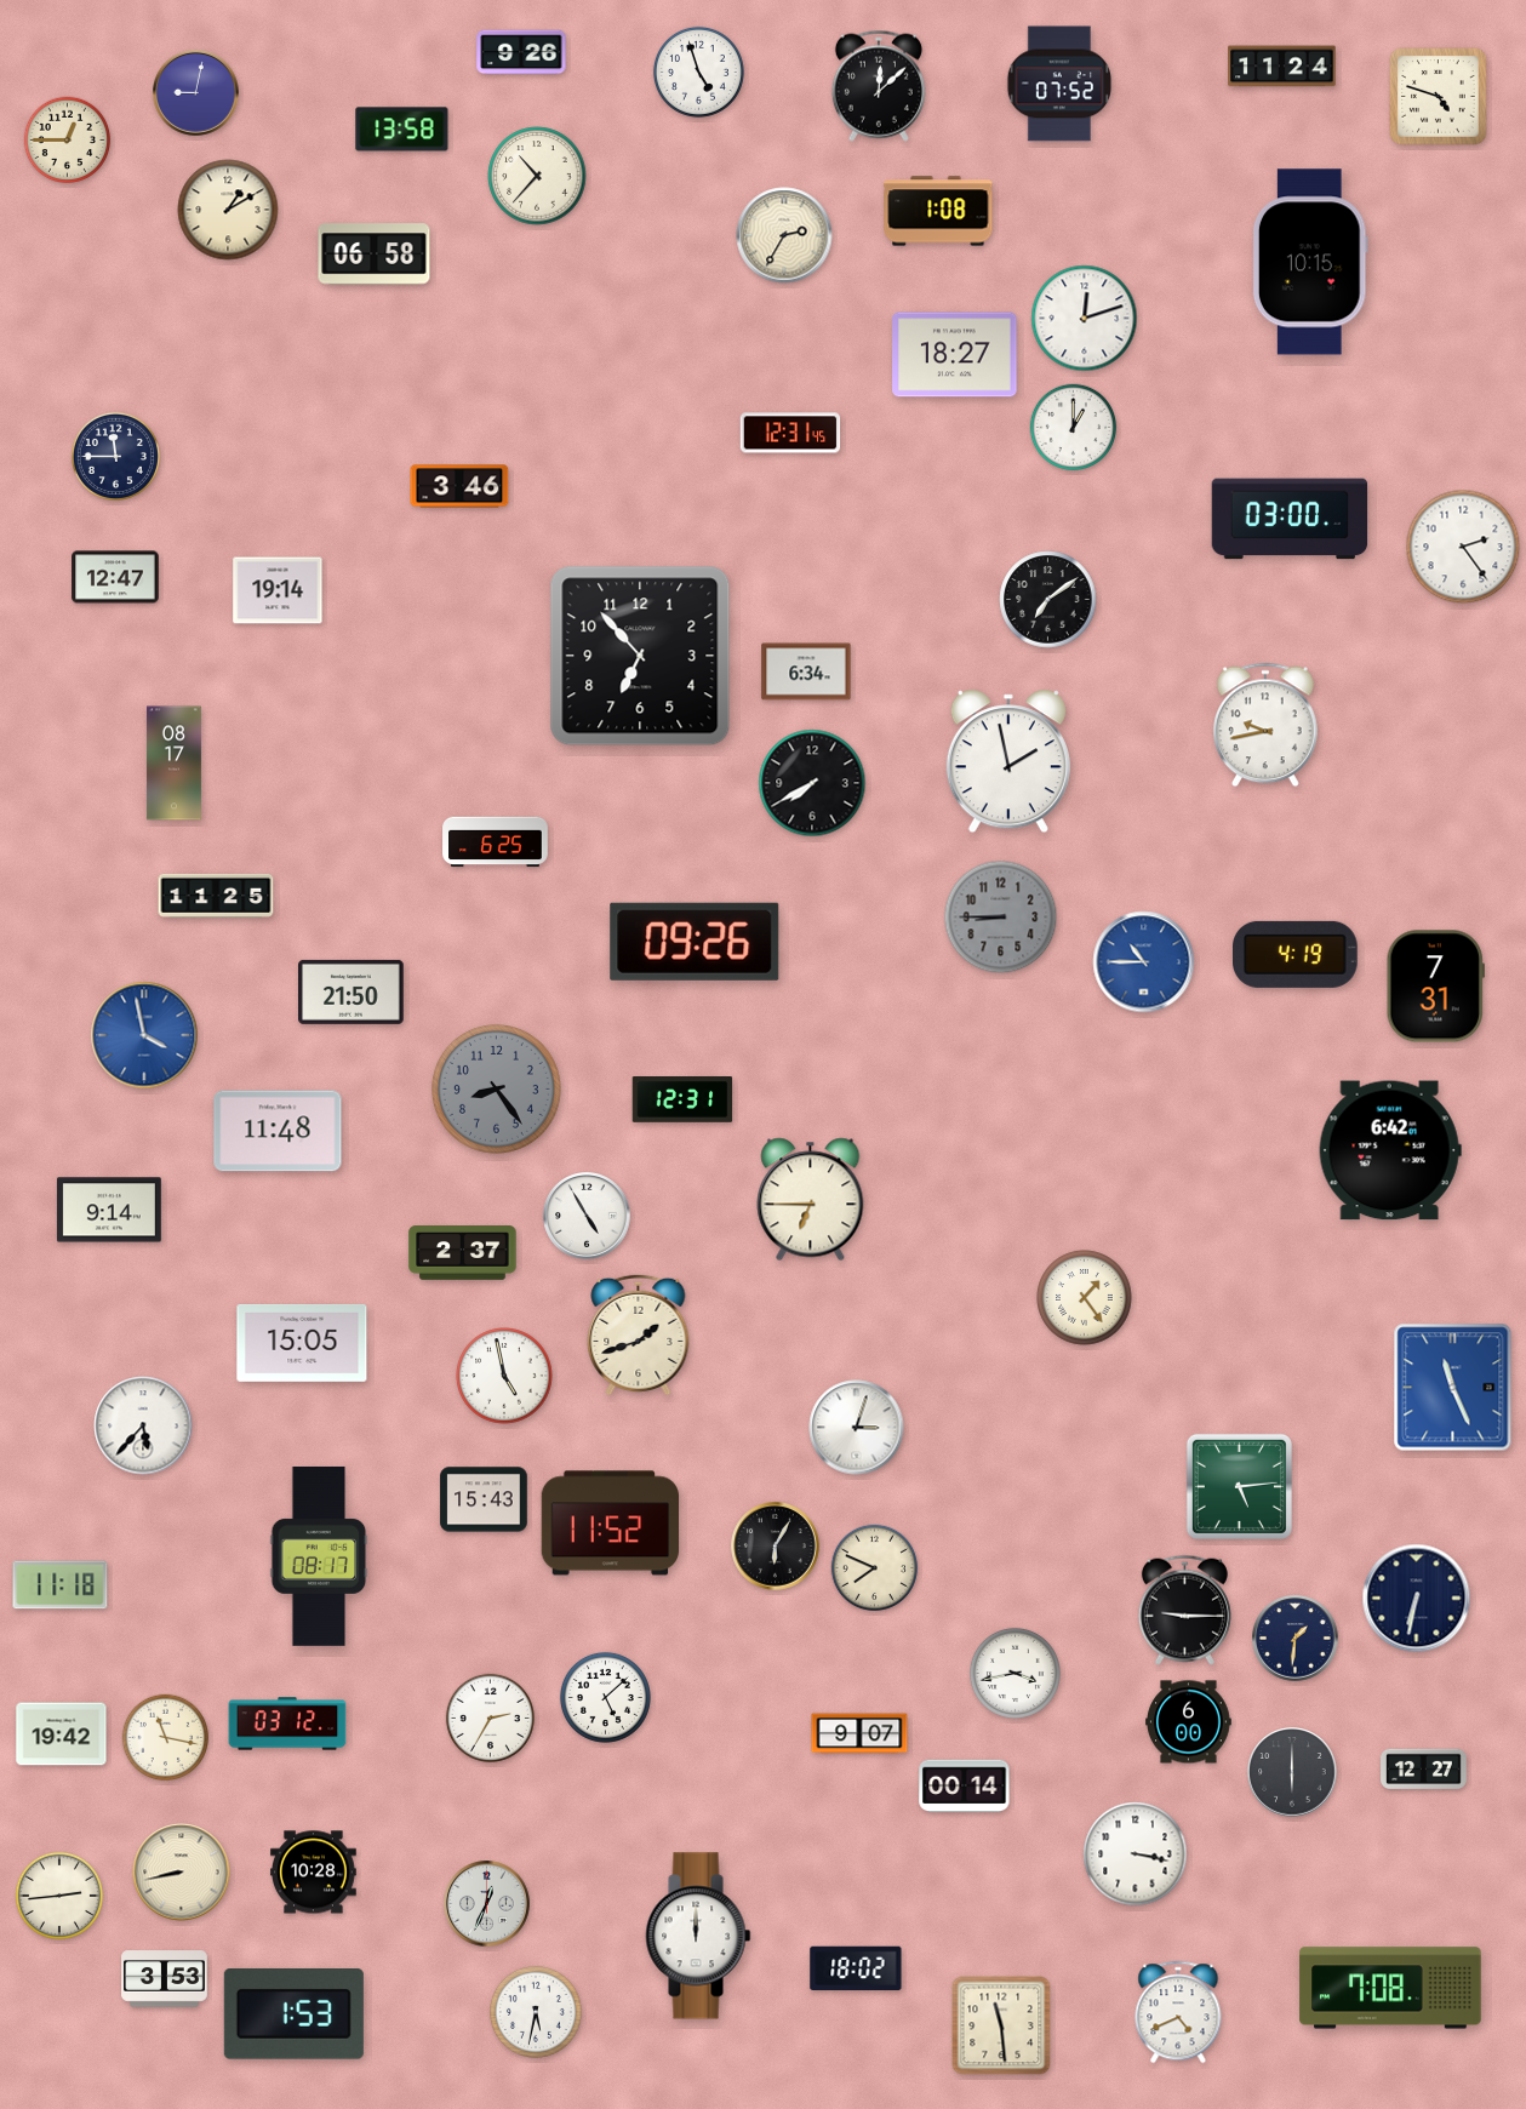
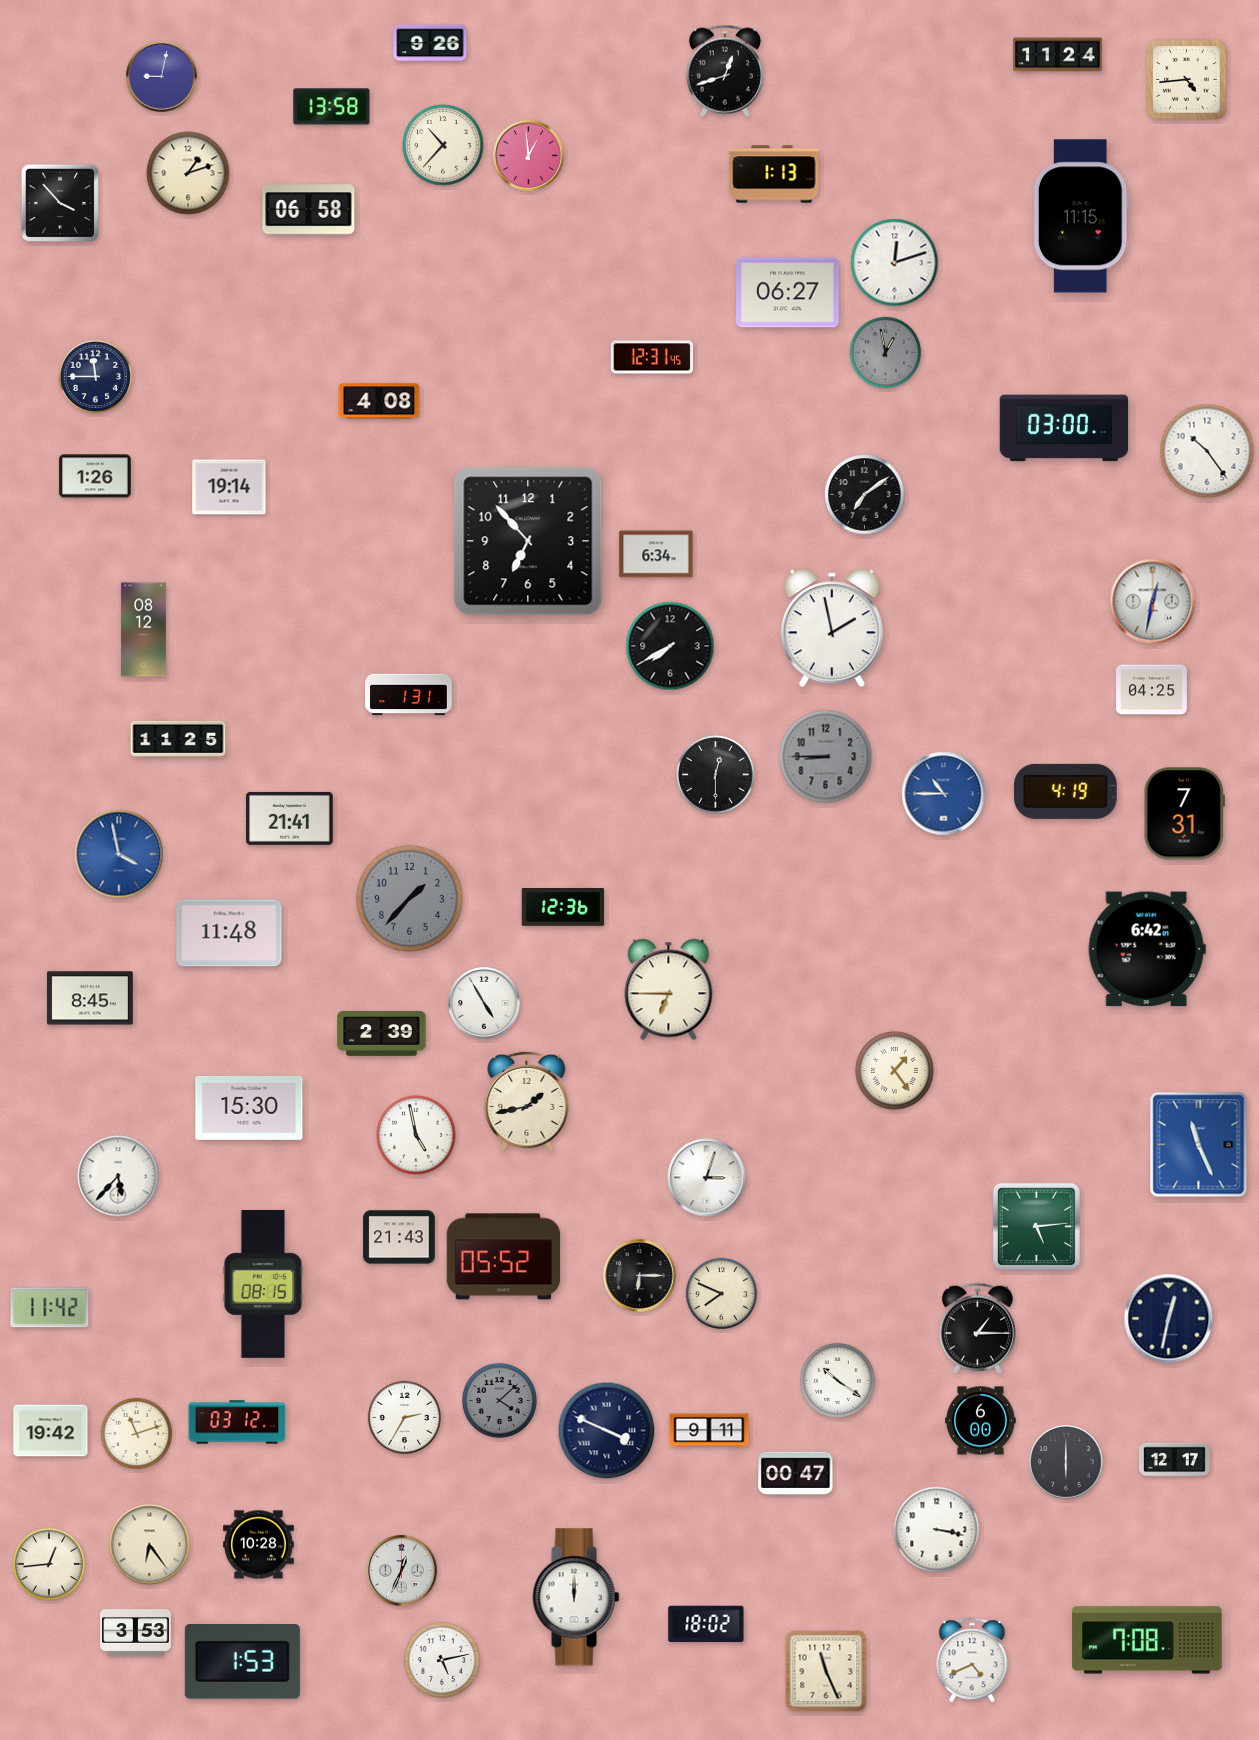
clock at (698, 72): 4:57 -> none
clock at (1059, 84): 07:52 -> none
clock at (879, 86): 12:08 -> 12:42
clock at (1439, 97): 4:48 -> 4:44
clock at (68, 141): 12:45 -> none
clock at (529, 156): none -> 12:59
clock at (228, 210): 1:10 -> 1:12
clock at (938, 211): 1:08 -> 1:13
clock at (784, 235): 2:35 -> none
clock at (60, 203): none -> 3:53
clock at (1310, 262): 10:15 -> 11:15
clock at (955, 355): 18:27 -> 06:27
clock at (1074, 428): 1:00 -> 12:58
clock at (1074, 428) dial: white -> grey
clock at (459, 486): 3:46 -> 4:08
clock at (1463, 547): 2:24 -> 10:24
clock at (115, 577): 12:47 -> 1:26
clock at (806, 671) position: (806, 671) -> (656, 554)
clock at (1267, 725): 9:43 -> none
clock at (1153, 602): none -> 12:32
clock at (173, 764): 08:17 -> 08:12
clock at (1152, 690): none -> 04:25
clock at (496, 842): 6:25 -> 1:31
clock at (716, 775): none -> 12:30
clock at (695, 942): 09:26 -> none
clock at (1296, 954) position: (1296, 954) -> (1066, 791)
clock at (352, 991): 21:50 -> 21:41
clock at (496, 1088): 8:24 -> 1:37
clock at (682, 1101): 12:31 -> 12:36
clock at (109, 1210): 9:14 -> 8:45
clock at (463, 1253): 2:37 -> 2:39
clock at (639, 1334): 1:42 -> 1:43
clock at (302, 1343): 15:05 -> 15:30
clock at (1239, 1486) position: (1239, 1486) -> (1036, 1226)
clock at (484, 1499): 15:43 -> 21:43
clock at (611, 1524): 11:52 -> 05:52
clock at (776, 1547): 6:05 -> 6:15
clock at (319, 1556): 08:17 -> 08:15
clock at (61, 1585): 11:18 -> 11:42
clock at (1417, 1599): 6:32 -> 12:32
clock at (1184, 1610): 9:15 -> 1:15
clock at (1296, 1639): 1:31 -> none
clock at (1015, 1673): 3:43 -> 10:21
clock at (605, 1697): 5:08 -> 4:08
clock at (605, 1697) dial: white -> grey
clock at (859, 1733): 9:07 -> 9:11
clock at (607, 1431): none -> 3:49
clock at (166, 1738): 11:17 -> 11:12
clock at (1424, 1770): 12:27 -> 12:17
clock at (965, 1787): 00:14 -> 00:47
clock at (182, 1873): 8:43 -> 6:24
clock at (58, 1894): 2:44 -> 12:44
clock at (536, 2012): 5:32 -> 5:13
clock at (1001, 2025): 11:29 -> 11:26
